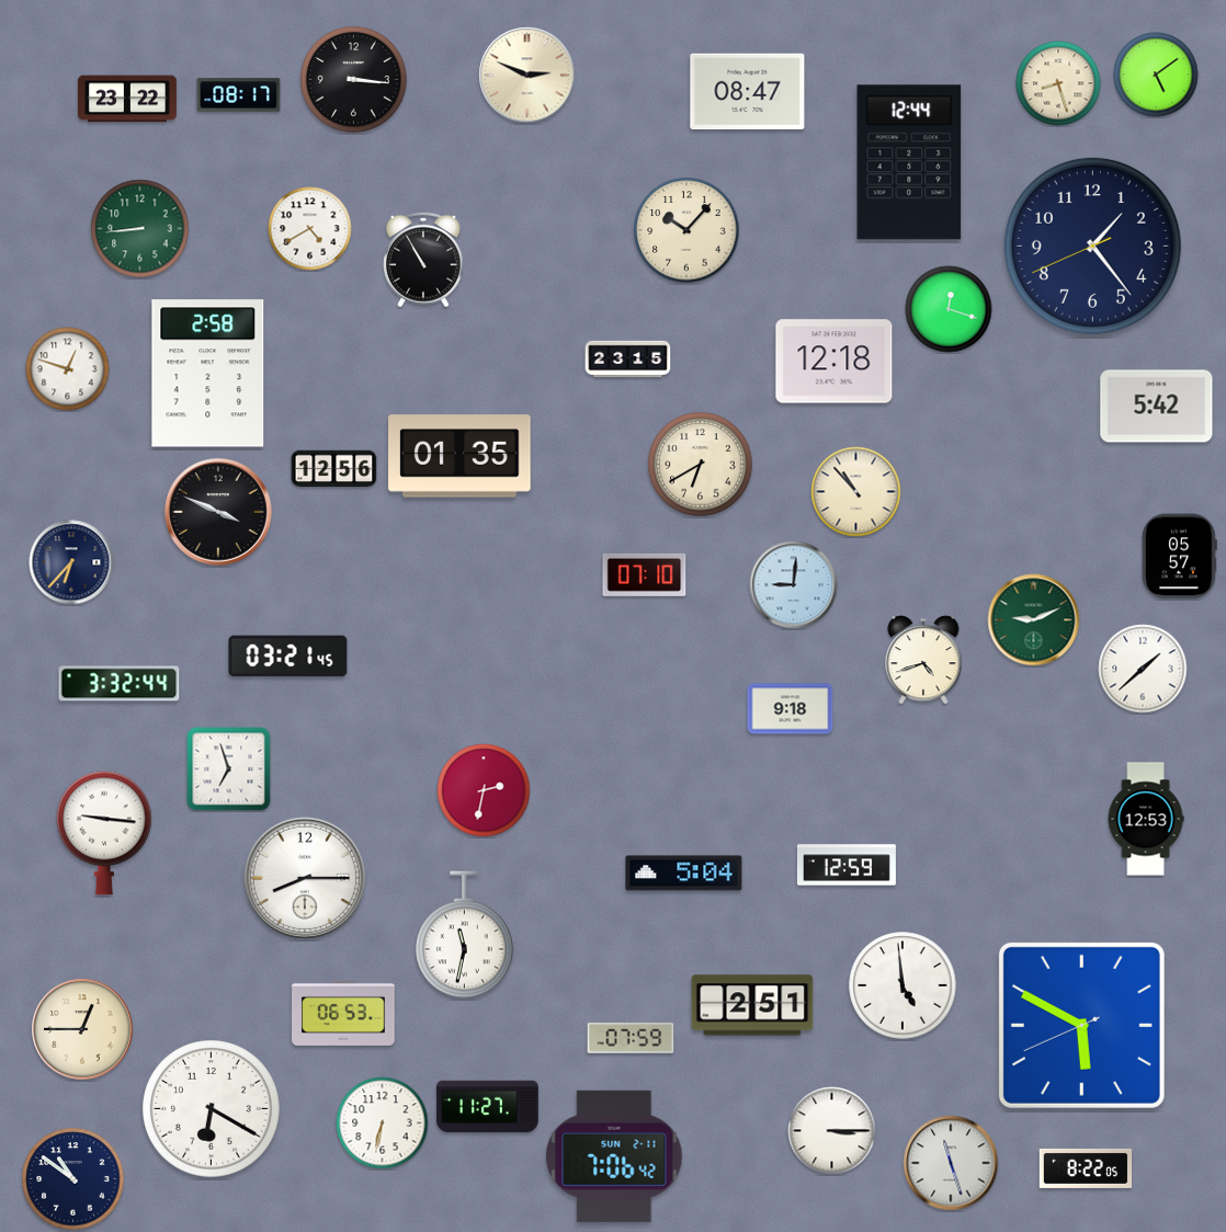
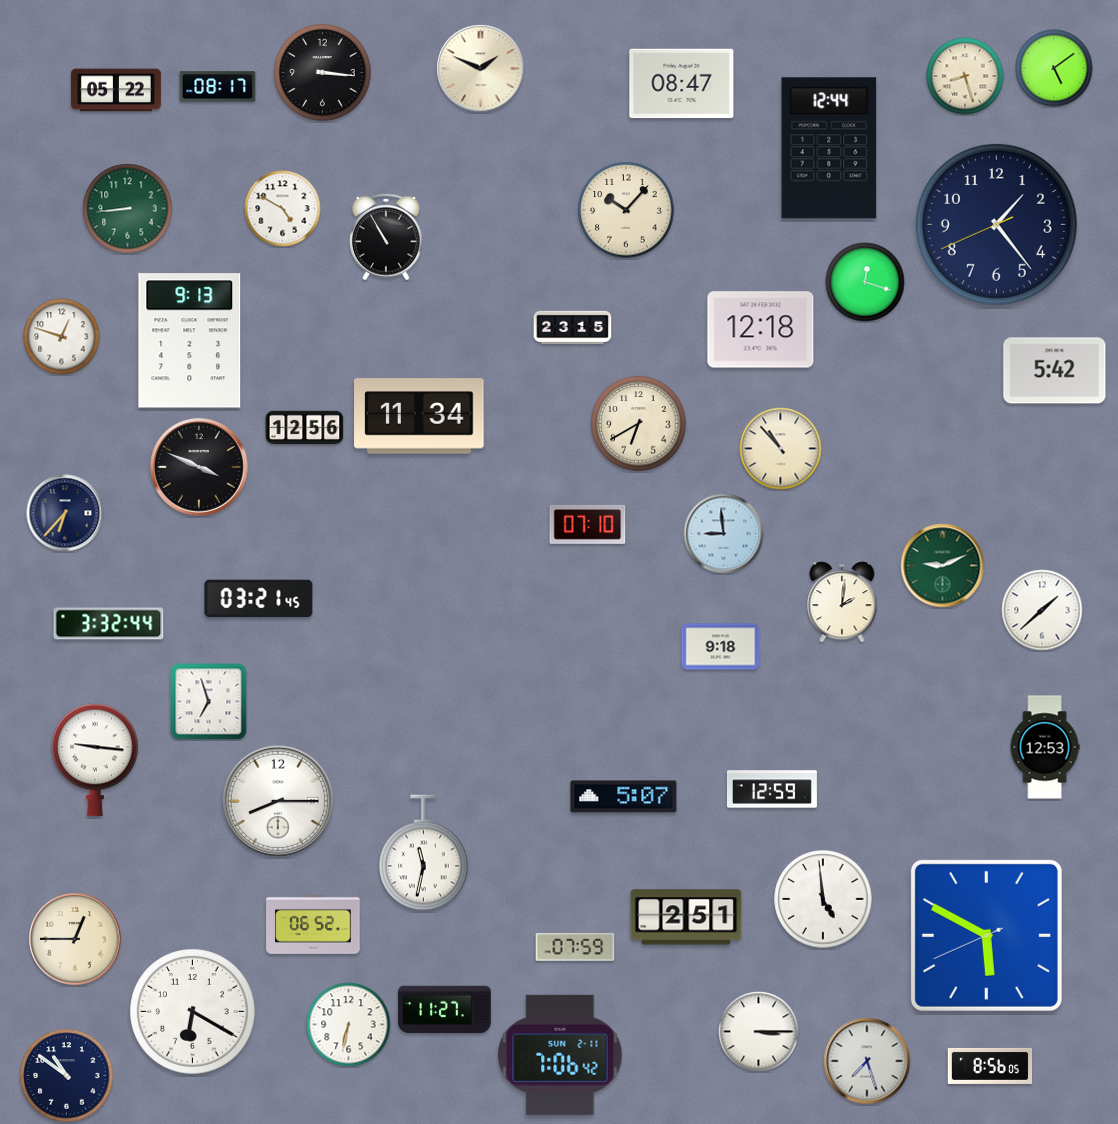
clock at (527, 76): 2:49 -> 1:49
clock at (127, 99): 23:22 -> 05:22
clock at (310, 229): 4:40 -> 4:50
clock at (208, 374): 2:58 -> 9:13
clock at (459, 456): 01:35 -> 11:34
clock at (1179, 557): 05:57 -> none
clock at (794, 585): 9:01 -> 8:59
clock at (288, 657) position: (288, 657) -> (259, 599)
clock at (923, 660): 4:42 -> 2:01
clock at (484, 790): 2:32 -> none
clock at (684, 874): 5:04 -> 5:07
clock at (343, 1013): 06:53 -> 06:52
clock at (951, 1163): 11:27 -> 7:27
clock at (1086, 1168): 8:22 -> 8:56
